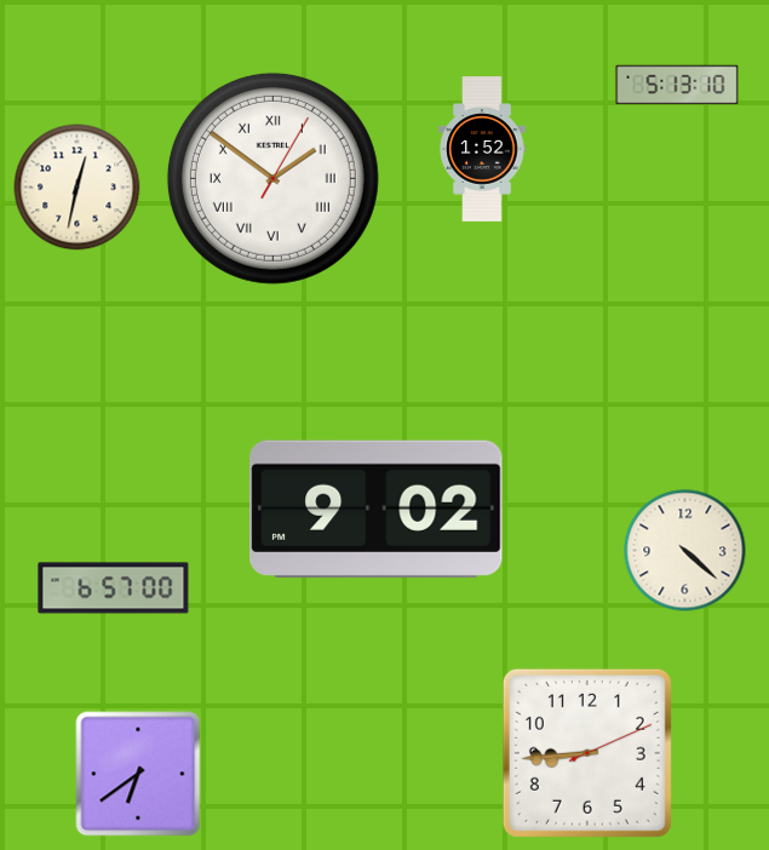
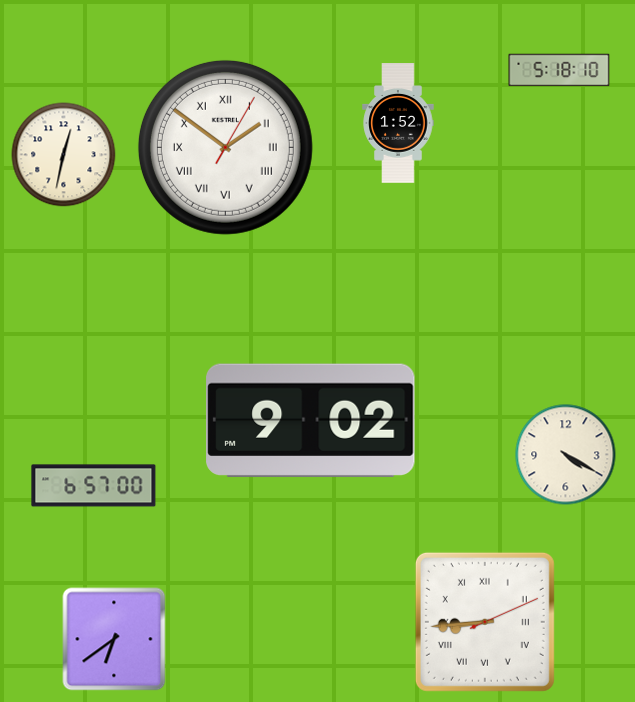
clock at (677, 85): 5:13 -> 5:18
clock at (685, 551): 4:22 -> 4:20
clock at (587, 753) numerals: Arabic -> Roman
